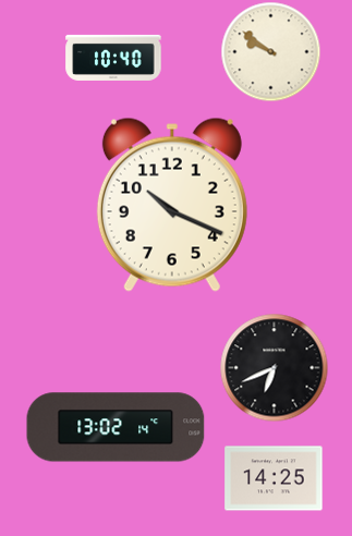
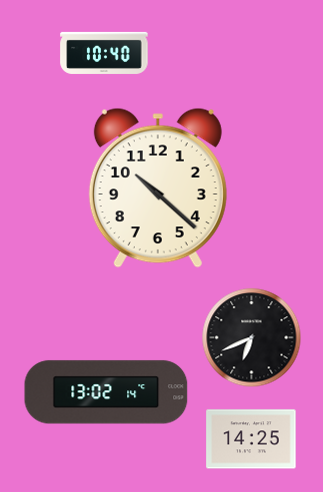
clock at (270, 51): 9:51 -> none
clock at (172, 205): 10:19 -> 10:22
